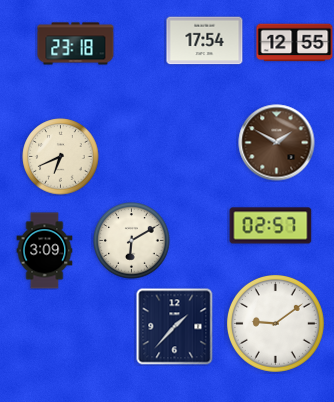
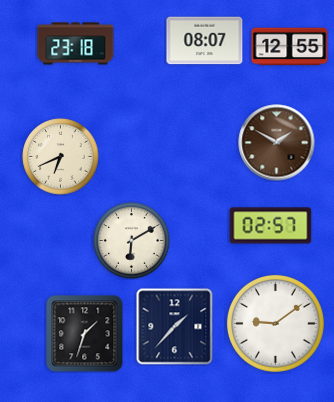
clock at (205, 41): 17:54 -> 08:07
clock at (295, 43) position: (295, 43) -> (290, 47)
clock at (45, 251): 3:09 -> none
clock at (85, 334): none -> 1:33
